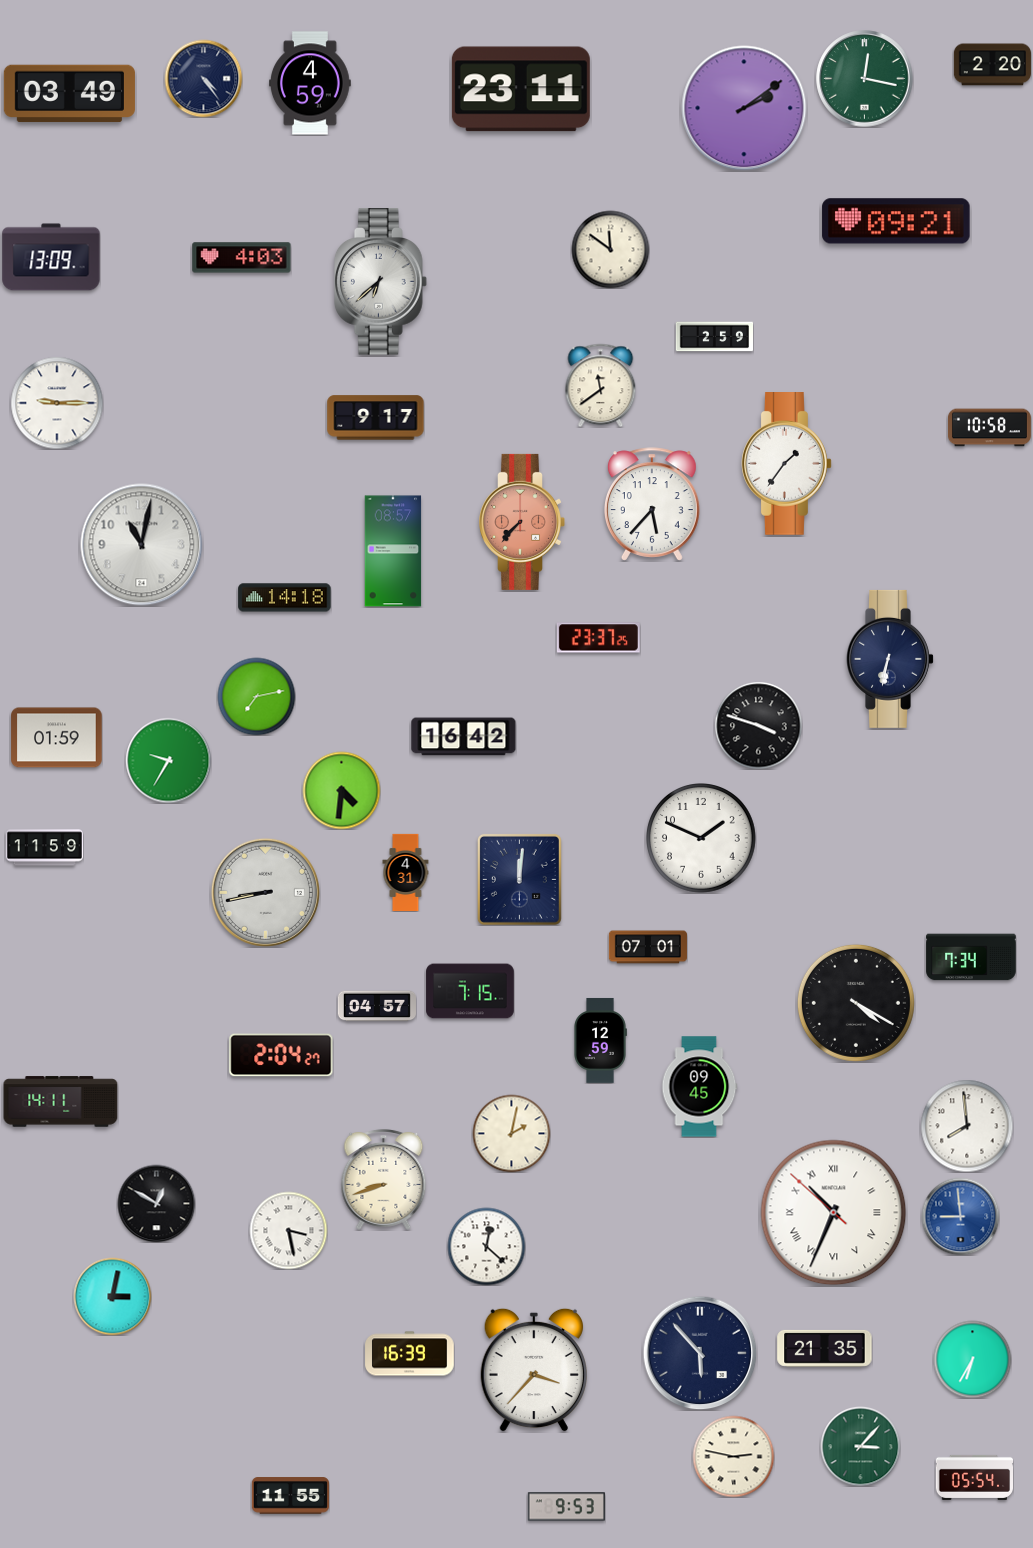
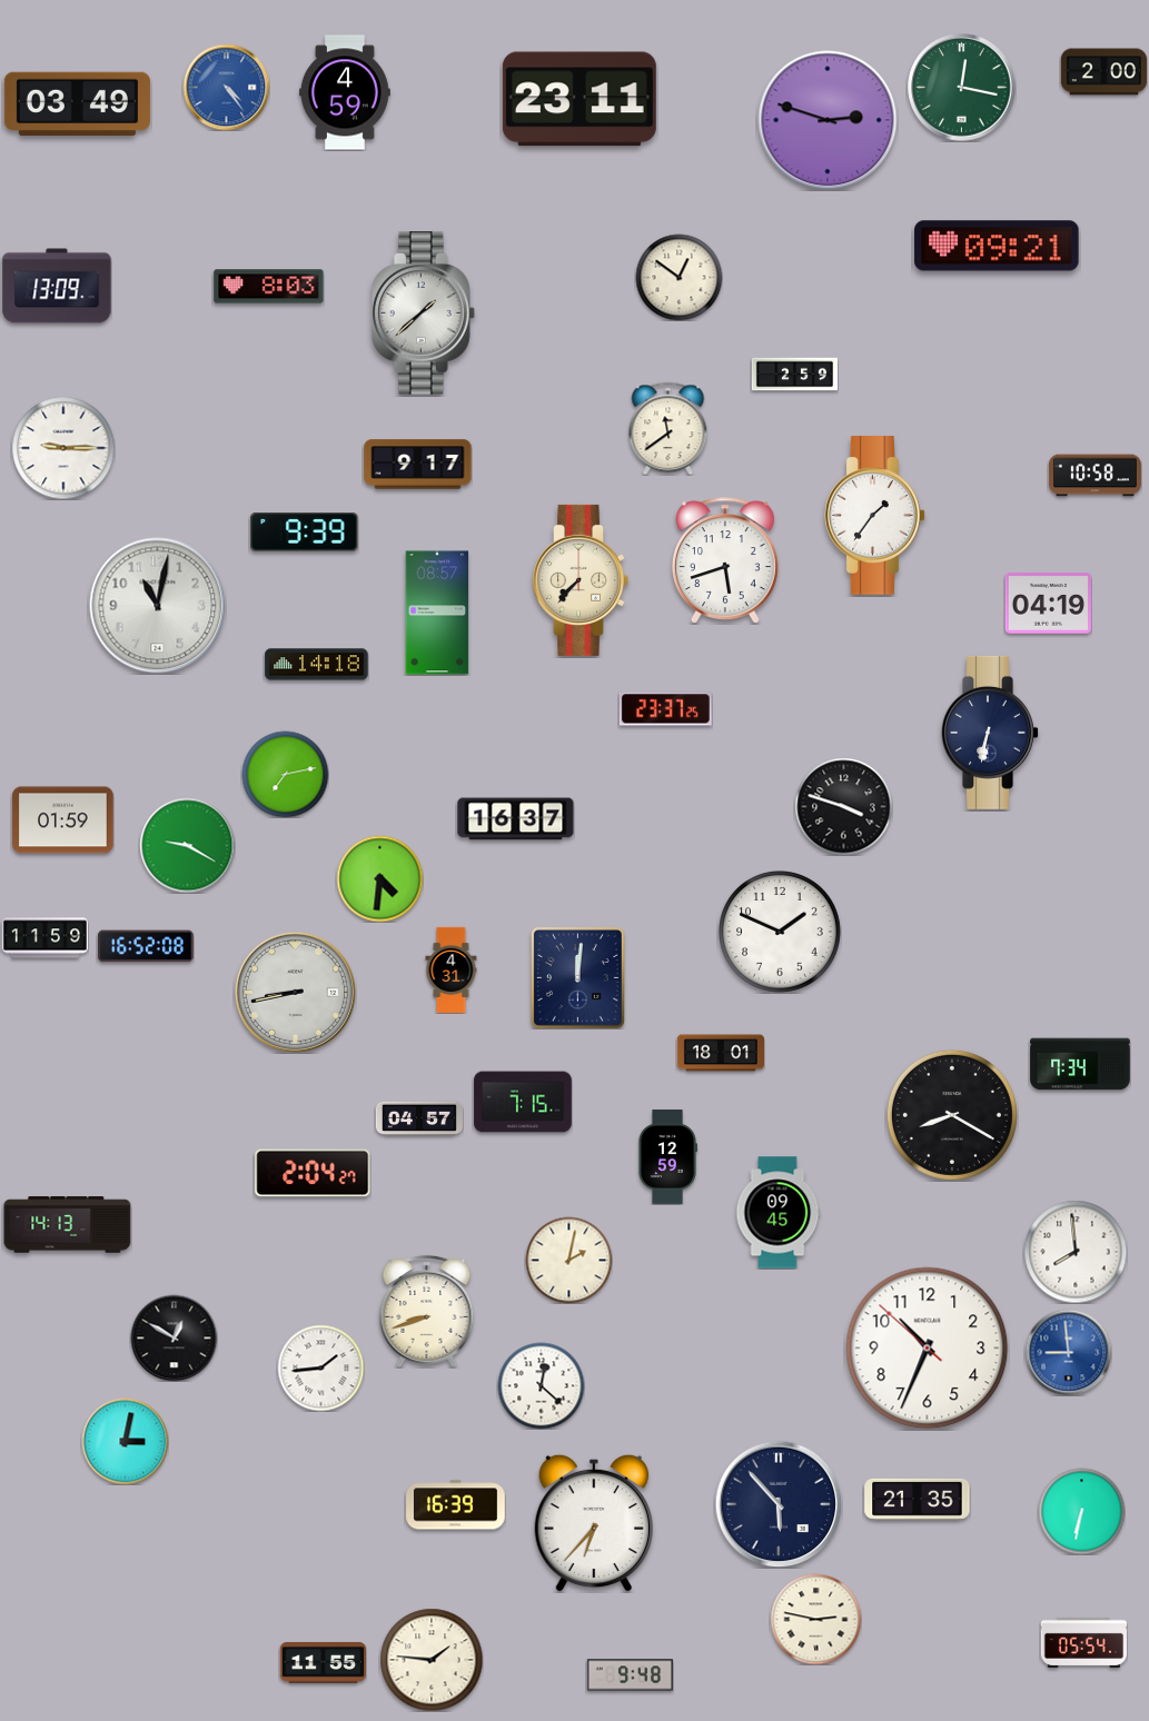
clock at (992, 65): 2:20 -> 2:00
clock at (203, 78) dial: navy -> blue
clock at (744, 108): 2:09 -> 2:48
clock at (610, 249): 11:51 -> 12:51
clock at (242, 258): 4:03 -> 8:03
clock at (380, 282): 6:38 -> 1:38
clock at (989, 428) position: (989, 428) -> (1094, 476)
clock at (305, 533): none -> 9:39
clock at (652, 504): 5:37 -> 5:42
clock at (522, 522) dial: salmon -> cream
clock at (1048, 604): none -> 04:19
clock at (464, 737): 16:42 -> 16:37
clock at (168, 760): 9:35 -> 9:20
clock at (44, 848) position: (44, 848) -> (44, 938)
clock at (146, 946): none -> 16:52
clock at (648, 947): 07:01 -> 18:01
clock at (856, 1003): 4:20 -> 8:20
clock at (699, 1087) position: (699, 1087) -> (777, 1213)
clock at (61, 1102): 14:11 -> 14:13
clock at (834, 1213) numerals: Roman -> Arabic
clock at (288, 1230): 3:28 -> 1:44
clock at (972, 1359): 6:35 -> 6:32
clock at (534, 1370): 3:37 -> 6:37
clock at (860, 1446): 3:07 -> none
clock at (432, 1660): none -> 1:46
clock at (566, 1507): 9:53 -> 9:48
